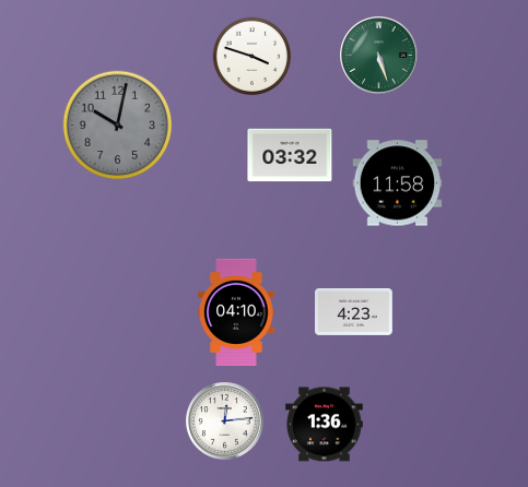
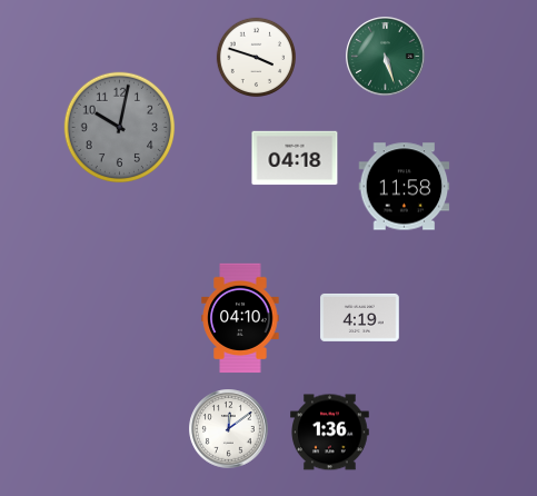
clock at (290, 155): 03:32 -> 04:18
clock at (354, 311): 4:23 -> 4:19
clock at (225, 421): 12:14 -> 12:09
